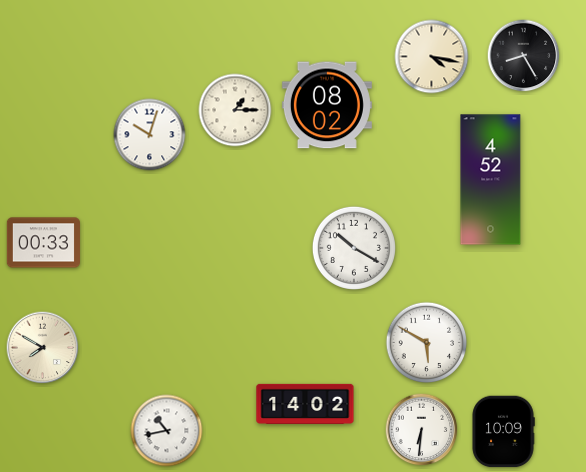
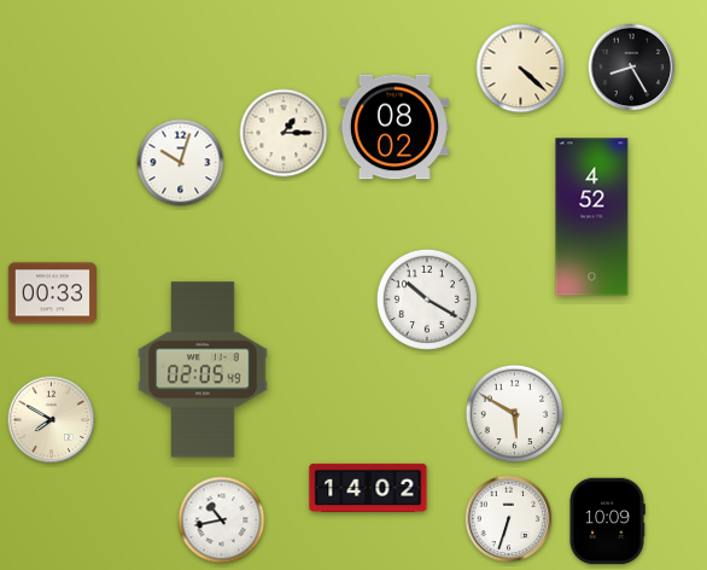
clock at (432, 57): 4:17 -> 4:22
clock at (203, 370): none -> 02:05
clock at (422, 430): 6:31 -> 6:33
clock at (167, 431) position: (167, 431) -> (222, 520)
